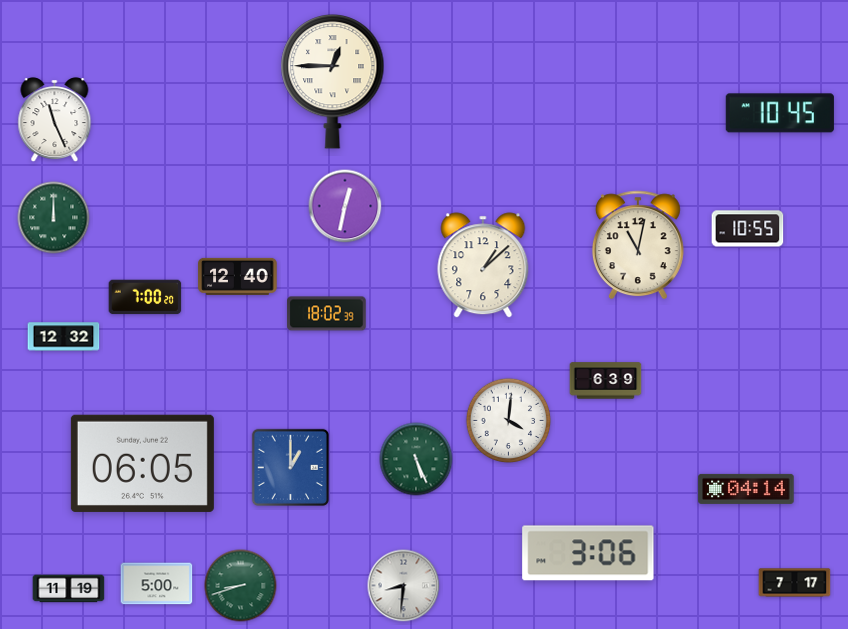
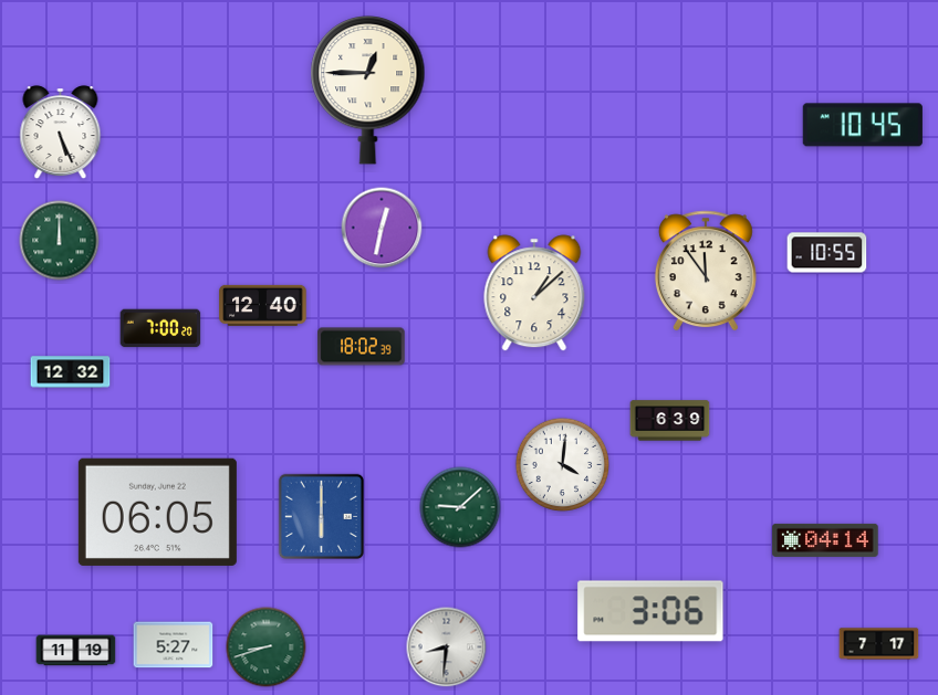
clock at (55, 120): 11:26 -> 5:26
clock at (638, 245): 11:02 -> 11:54
clock at (416, 459): 5:26 -> 9:08
clock at (290, 467): 1:00 -> 6:00
clock at (157, 584): 5:00 -> 5:27
